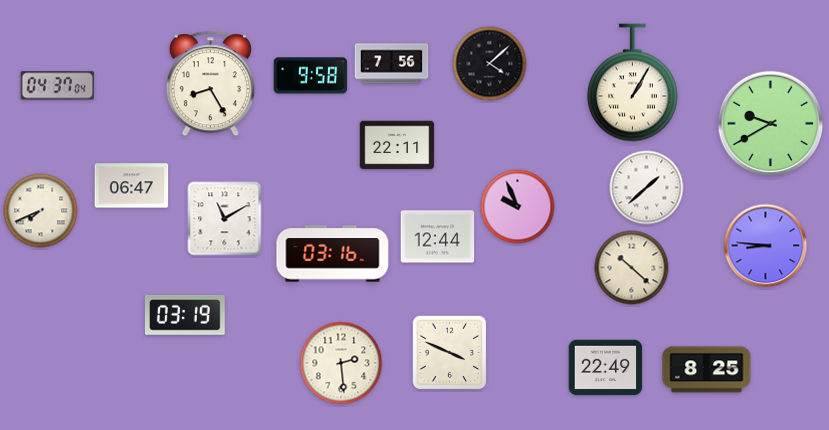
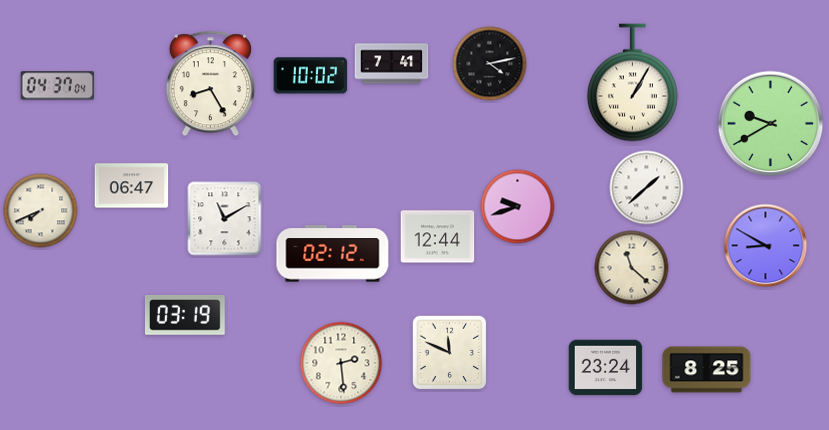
clock at (392, 64): 7:56 -> 7:41
clock at (490, 64): 4:08 -> 4:13
clock at (311, 76): 9:58 -> 10:02
clock at (397, 145): 22:11 -> none
clock at (518, 207): 9:56 -> 9:42
clock at (766, 246): 8:46 -> 8:50
clock at (333, 254): 03:16 -> 02:12
clock at (632, 268): 10:22 -> 11:22
clock at (450, 353): 3:49 -> 11:49
clock at (606, 368): 22:49 -> 23:24
